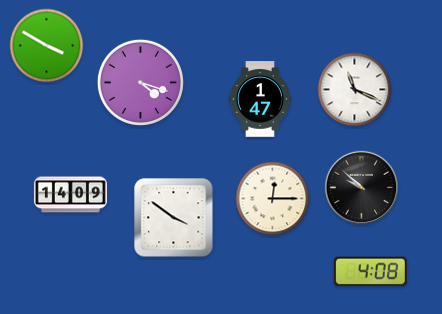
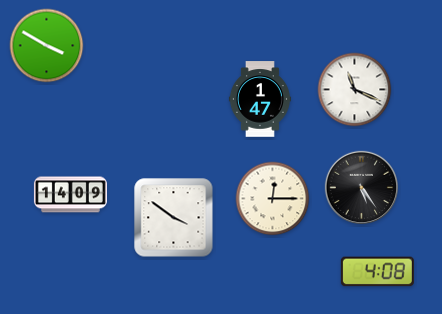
clock at (140, 82): 4:18 -> none
clock at (361, 187): 9:52 -> 5:24
clock at (370, 272) position: (370, 272) -> (377, 272)
